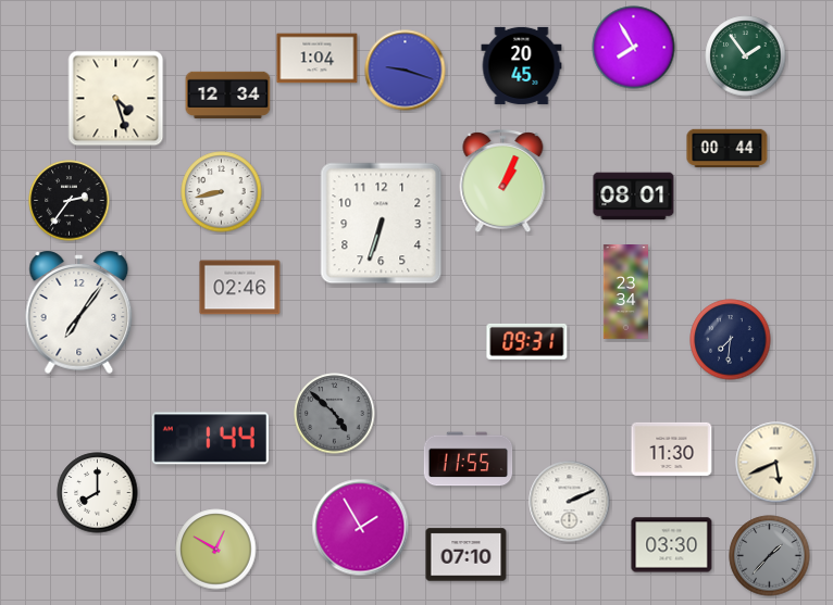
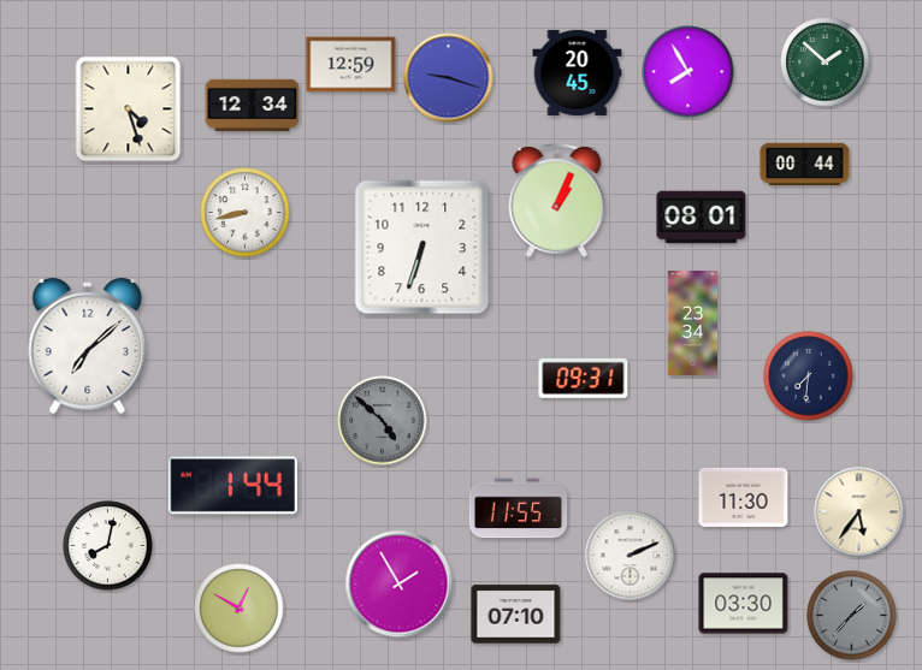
clock at (634, 48) position: (634, 48) -> (688, 72)
clock at (746, 56): 1:54 -> 1:52
clock at (318, 59): 1:04 -> 12:59
clock at (70, 201): 2:36 -> none
clock at (240, 288): 02:46 -> none
clock at (79, 312): 7:06 -> 7:08
clock at (335, 414) position: (335, 414) -> (383, 421)
clock at (776, 463): 5:41 -> 5:36
clock at (98, 493): 8:00 -> 8:02
